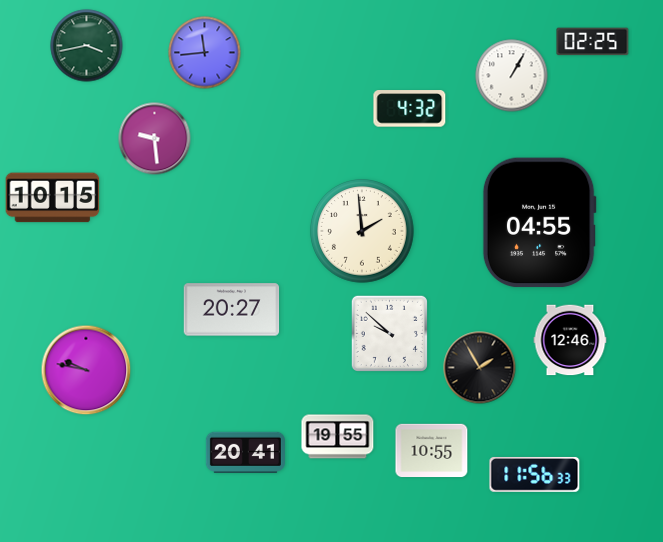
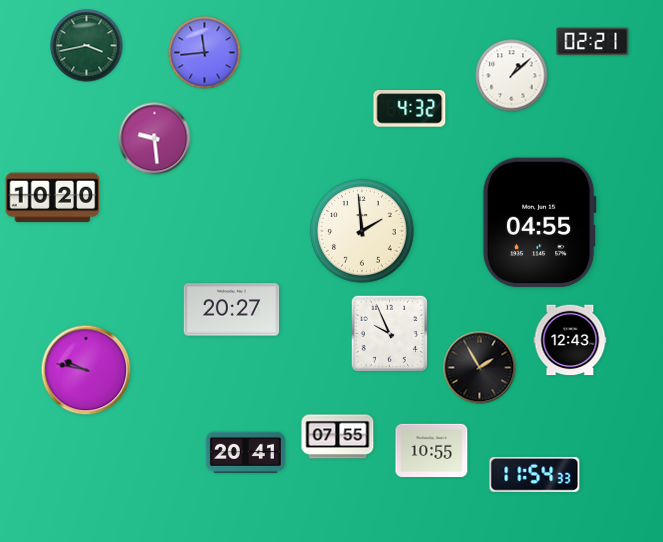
clock at (593, 42): 02:25 -> 02:21
clock at (512, 76): 1:05 -> 1:08
clock at (53, 198): 10:15 -> 10:20
clock at (389, 333): 9:52 -> 9:56
clock at (570, 340): 12:46 -> 12:43
clock at (338, 437): 19:55 -> 07:55
clock at (535, 474): 11:56 -> 11:54
